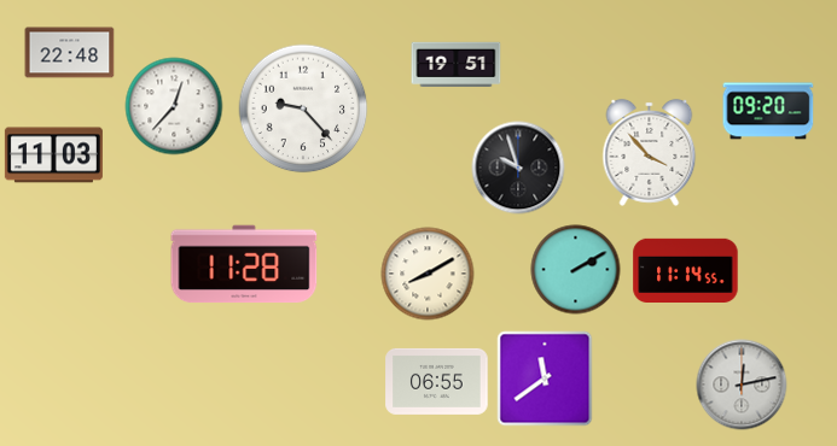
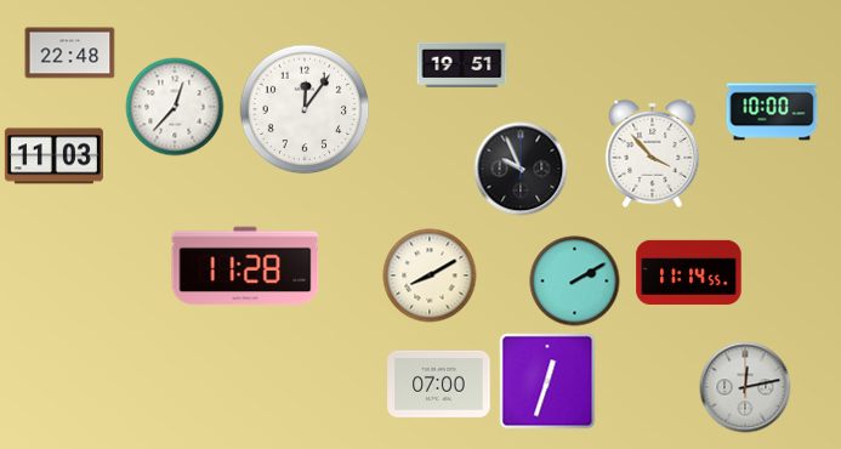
clock at (457, 64) position: (457, 64) -> (462, 64)
clock at (303, 108): 9:23 -> 12:06
clock at (768, 111): 09:20 -> 10:00
clock at (518, 168): 9:57 -> 9:56
clock at (576, 270) position: (576, 270) -> (575, 282)
clock at (545, 378): 11:39 -> 12:33
clock at (437, 381): 06:55 -> 07:00
